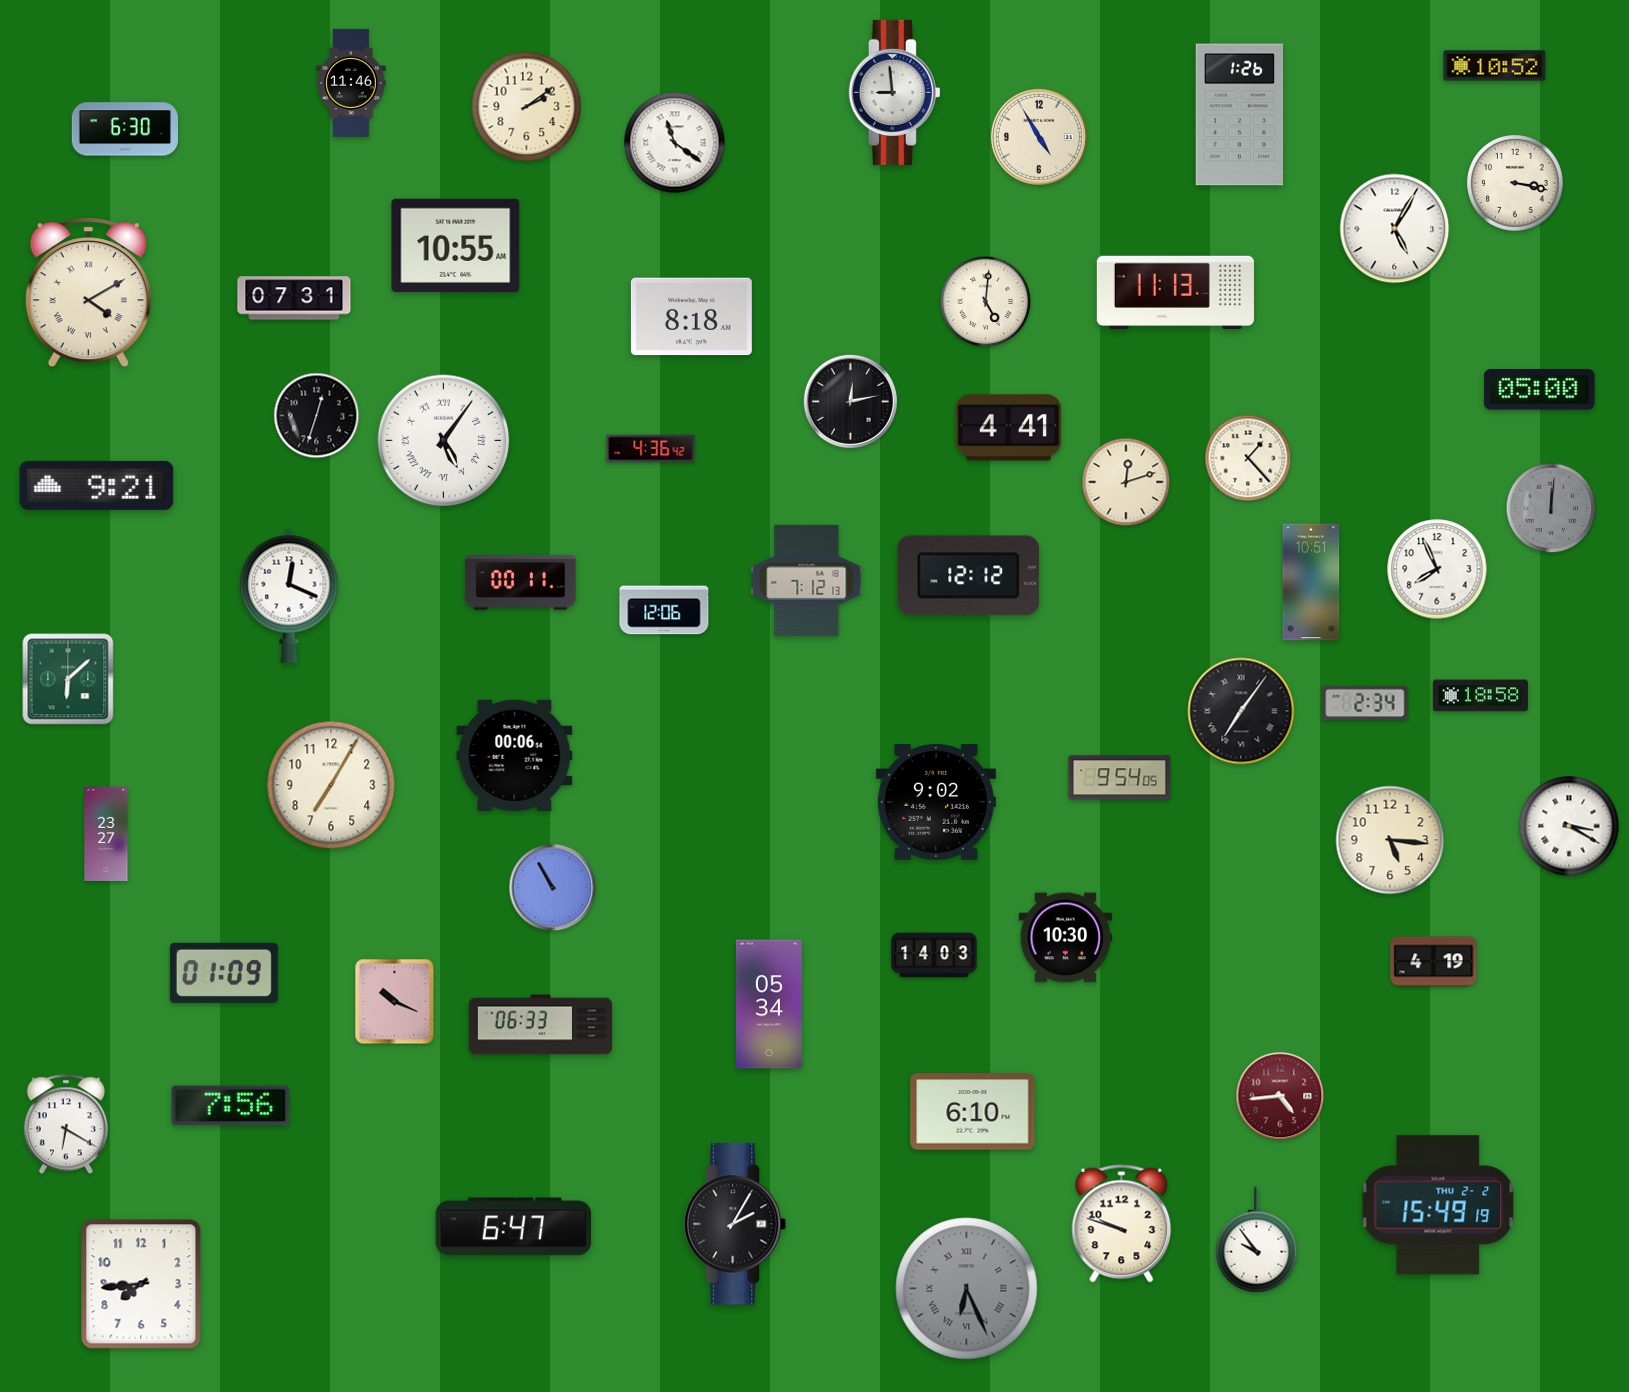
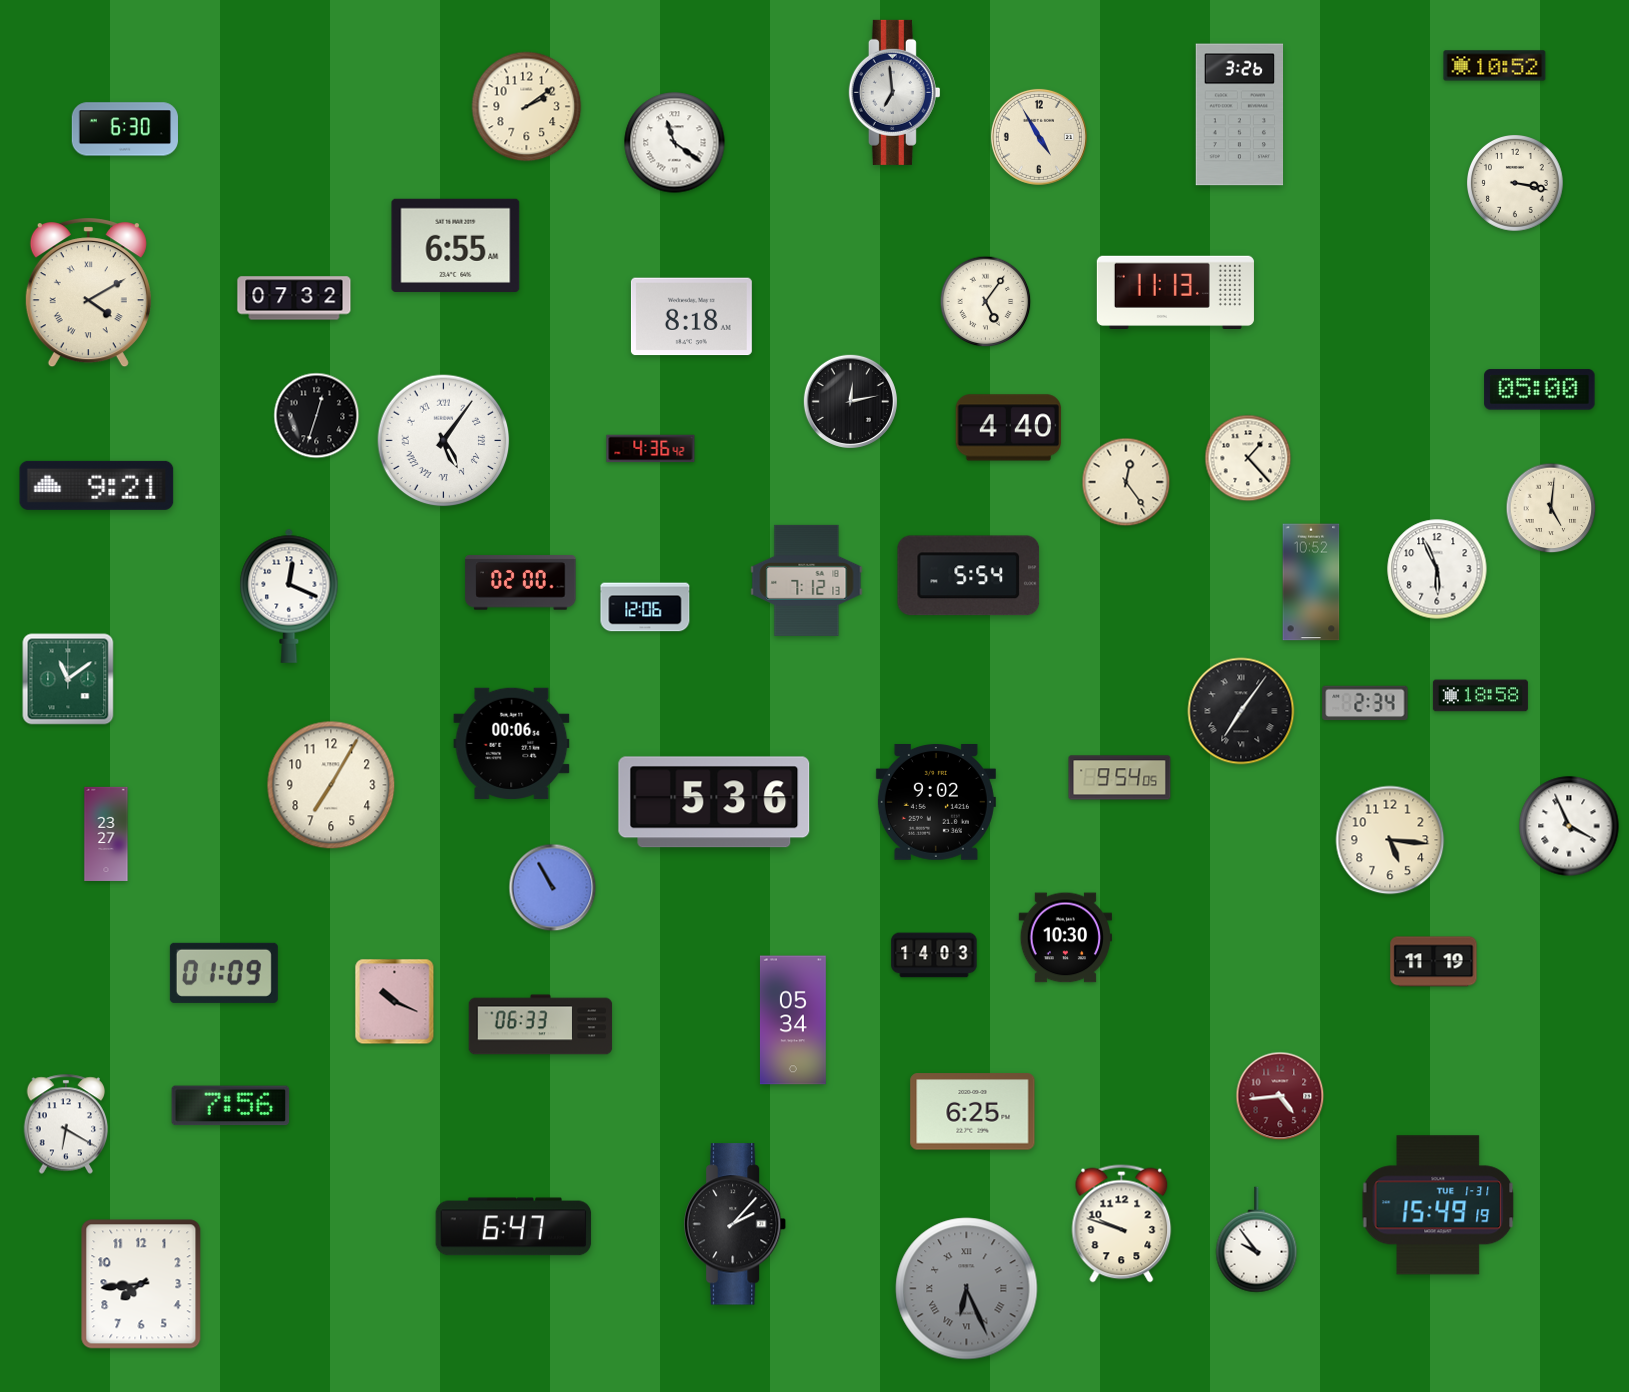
clock at (351, 83): 11:46 -> none
clock at (894, 92): 8:59 -> 6:59
clock at (1240, 115): 1:26 -> 3:26
clock at (1395, 229): 5:05 -> none
clock at (456, 245): 10:55 -> 6:55
clock at (294, 298): 07:31 -> 07:32
clock at (986, 302): 5:01 -> 5:06
clock at (1009, 428): 4:41 -> 4:40
clock at (1126, 482): 12:12 -> 12:24
clock at (1551, 508): 12:01 -> 5:01
clock at (1551, 508) dial: grey -> cream
clock at (1437, 569): 7:56 -> 5:56
clock at (969, 576): 12:12 -> 5:54
clock at (1311, 582): 10:51 -> 10:52
clock at (521, 583): 00:11 -> 02:00
clock at (664, 610) position: (664, 610) -> (645, 607)
clock at (68, 679): 6:08 -> 11:09
clock at (515, 755) position: (515, 755) -> (512, 743)
clock at (714, 802): none -> 5:36
clock at (1569, 826): 3:20 -> 3:56
clock at (1434, 962): 4:19 -> 11:19
clock at (769, 1004) position: (769, 1004) -> (793, 1020)
clock at (973, 1112): 6:10 -> 6:25
clock at (1438, 1205) date: THU 2-2 -> TUE 1-31
clock at (736, 1224): 2:05 -> 2:07
